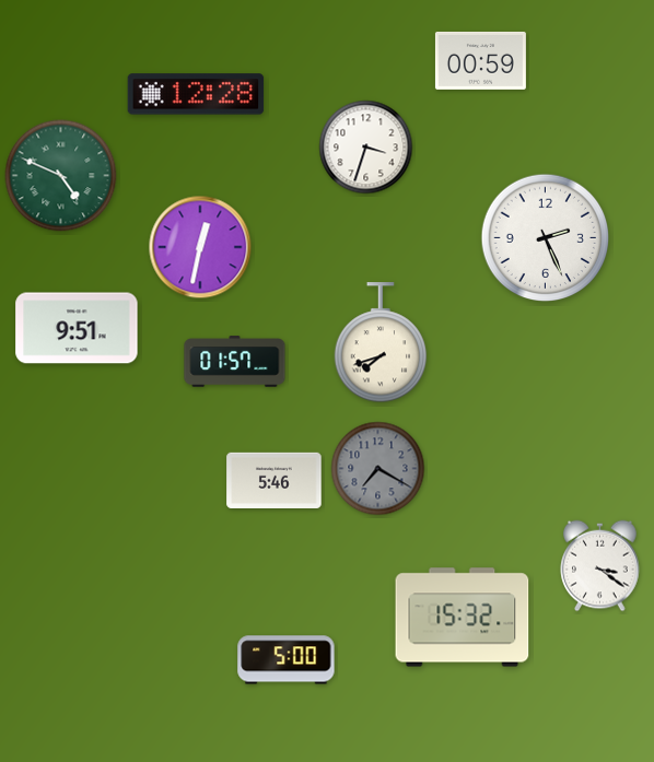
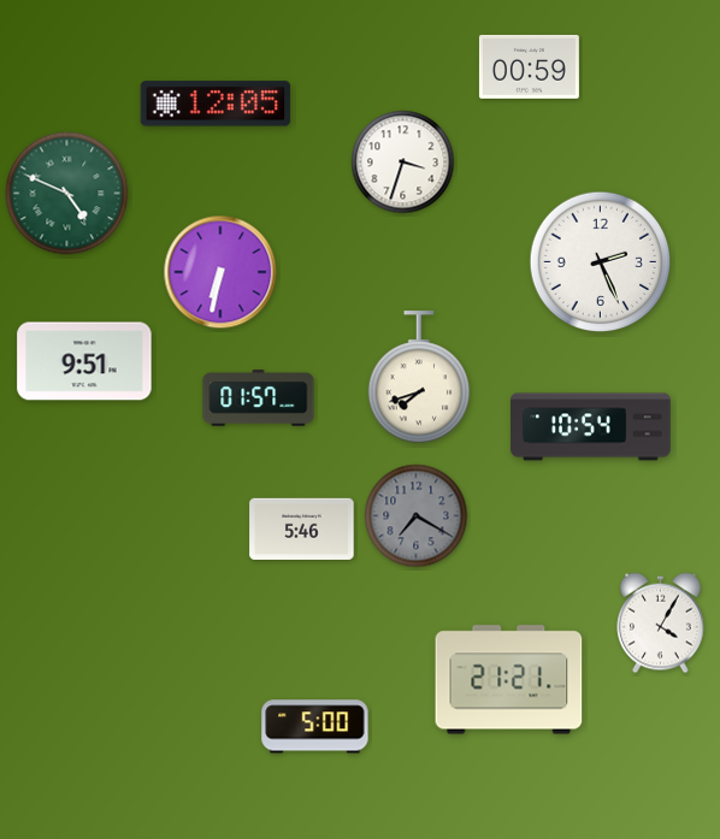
clock at (196, 94): 12:28 -> 12:05
clock at (200, 247): 12:32 -> 6:32
clock at (591, 427): none -> 10:54
clock at (600, 566): 3:21 -> 4:05
clock at (463, 618): 15:32 -> 21:21
